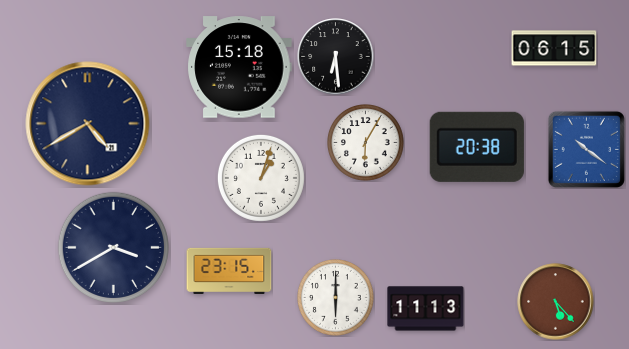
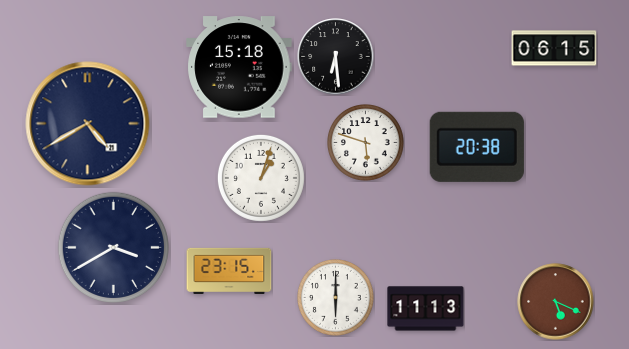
clock at (366, 143): 6:05 -> 5:48
clock at (586, 149): 10:21 -> none
clock at (556, 302): 5:23 -> 5:19
